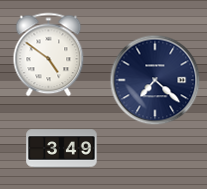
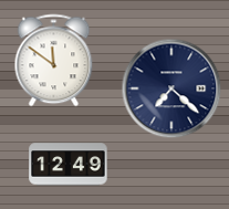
clock at (49, 55): 4:51 -> 11:51
clock at (62, 149): 3:49 -> 12:49
